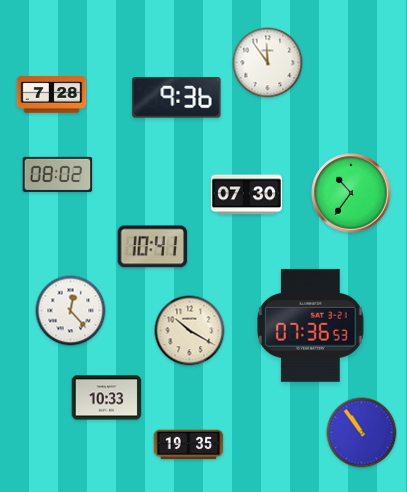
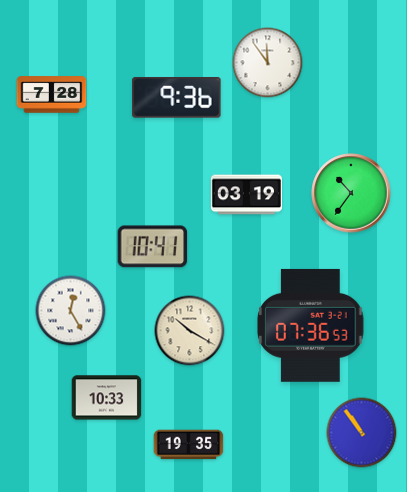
clock at (58, 174): 08:02 -> none
clock at (246, 195): 07:30 -> 03:19
clock at (71, 311): 12:23 -> 12:25
